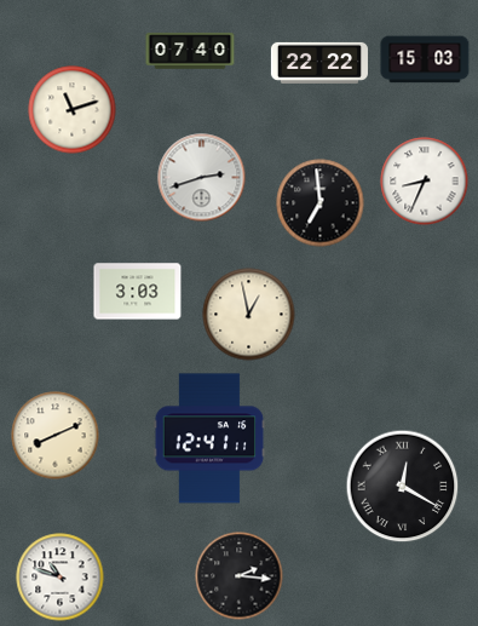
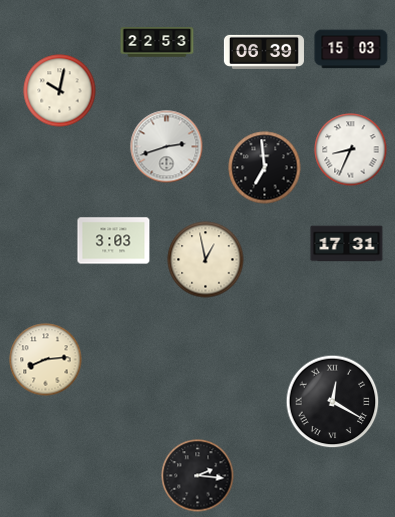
clock at (190, 51): 07:40 -> 22:53
clock at (319, 63): 22:22 -> 06:39
clock at (73, 110): 11:12 -> 10:02
clock at (347, 244): none -> 17:31
clock at (56, 436): 8:11 -> 8:14
clock at (209, 438): 12:41 -> none
clock at (61, 578): 10:48 -> none
